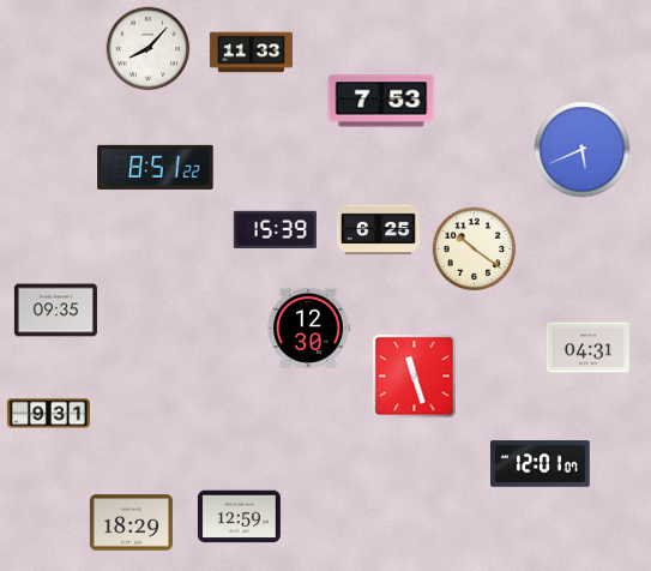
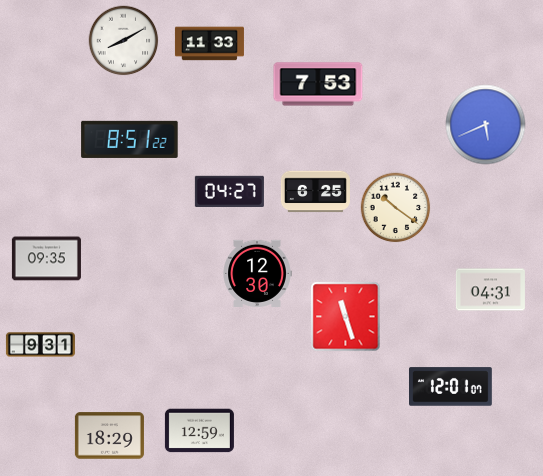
clock at (149, 49): 8:07 -> 8:10
clock at (275, 229): 15:39 -> 04:27
clock at (415, 377) position: (415, 377) -> (346, 317)
